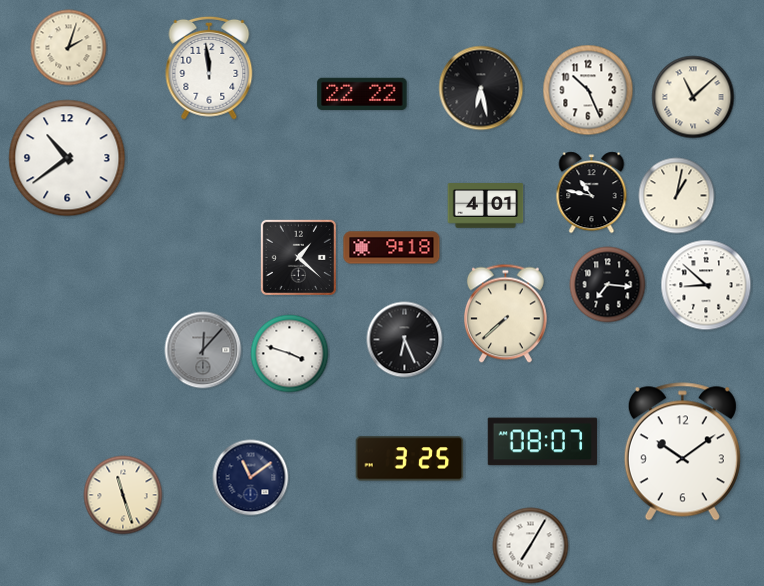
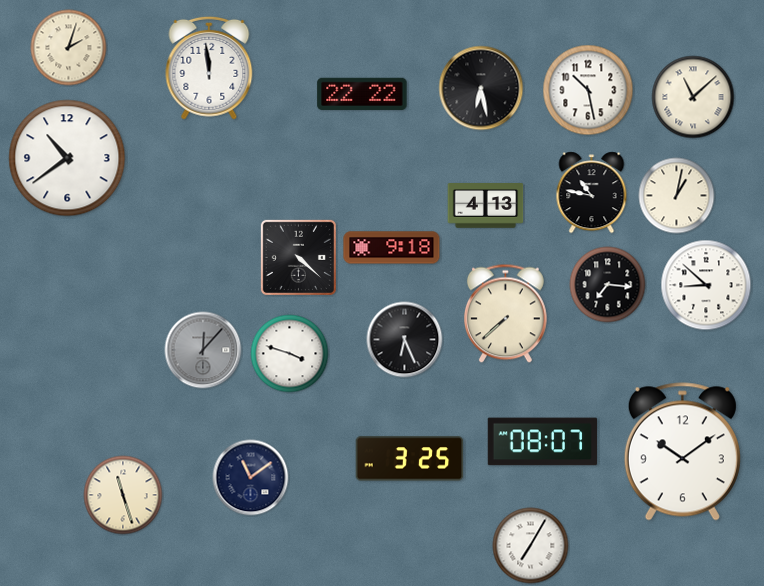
clock at (588, 90): 10:26 -> 10:28
clock at (486, 206): 4:01 -> 4:13
clock at (298, 257): 1:22 -> 4:22
